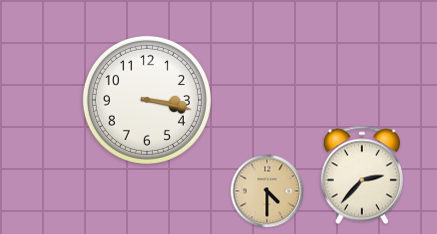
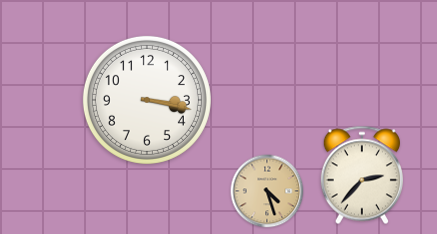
clock at (267, 191): 4:30 -> 4:27
